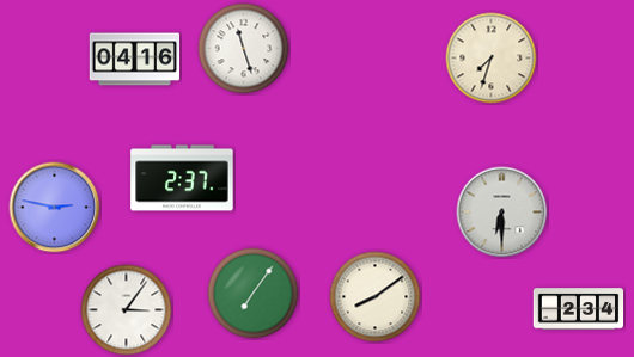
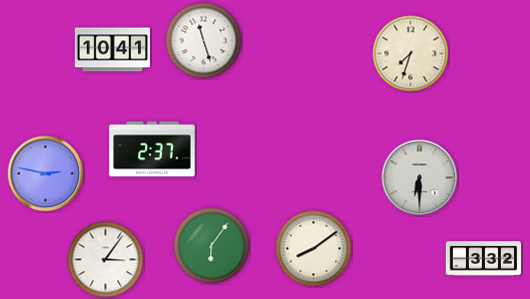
clock at (492, 59) position: (492, 59) -> (411, 54)
clock at (135, 60): 04:16 -> 10:41
clock at (254, 294): 7:06 -> 6:06
clock at (579, 309): 2:34 -> 3:32
